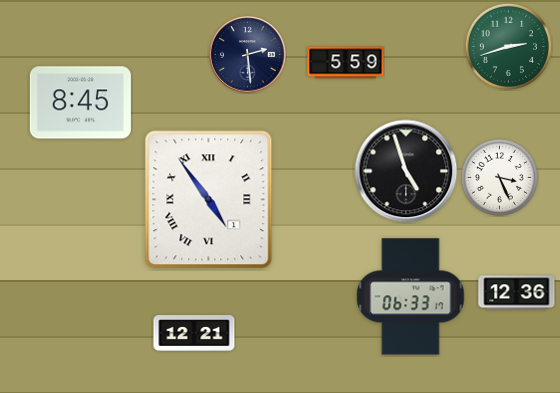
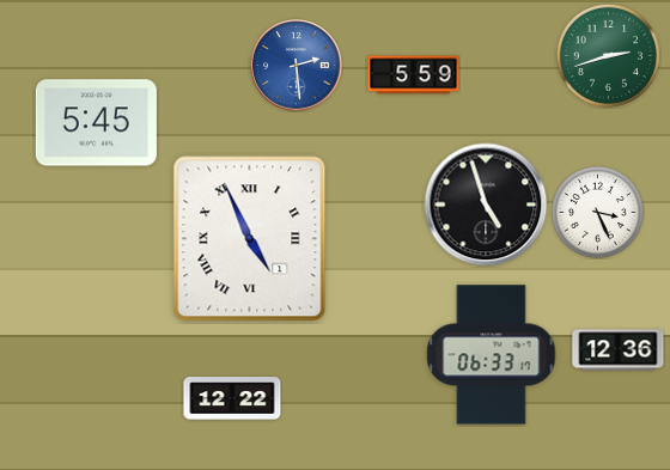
clock at (248, 55) dial: navy -> blue
clock at (80, 103): 8:45 -> 5:45
clock at (209, 200): 4:54 -> 4:56
clock at (194, 333): 12:21 -> 12:22
